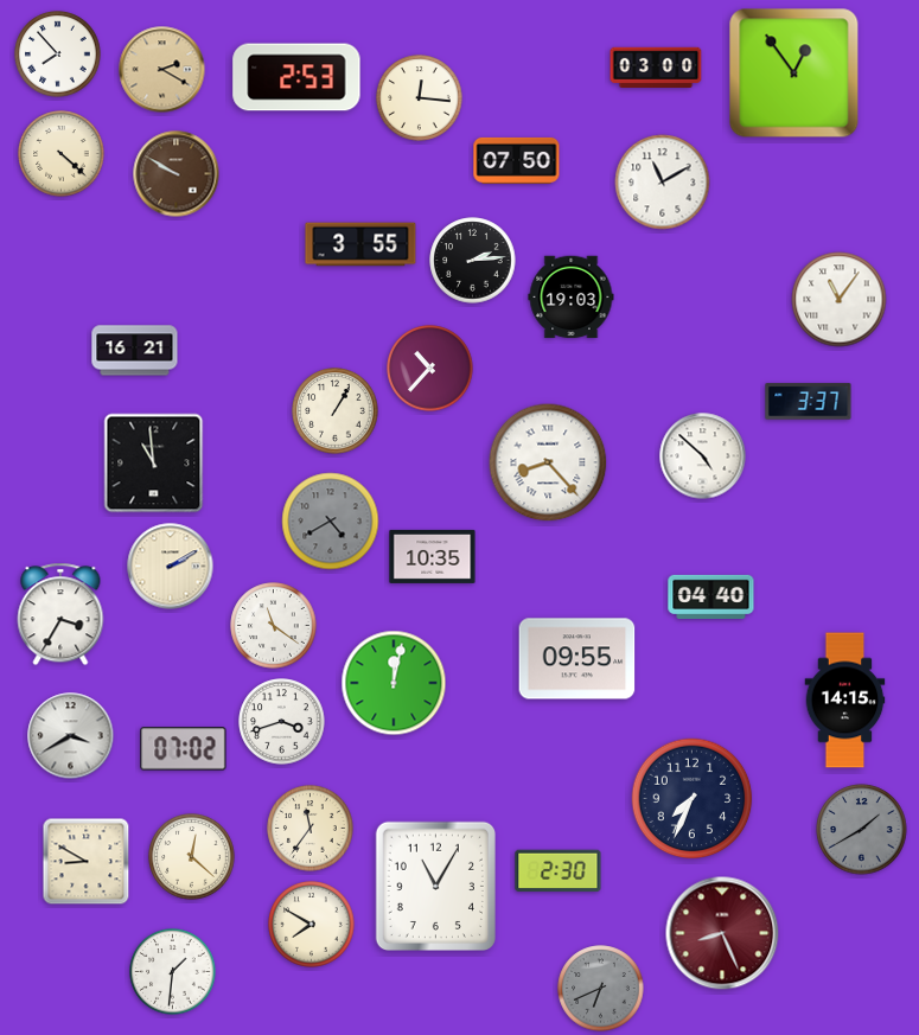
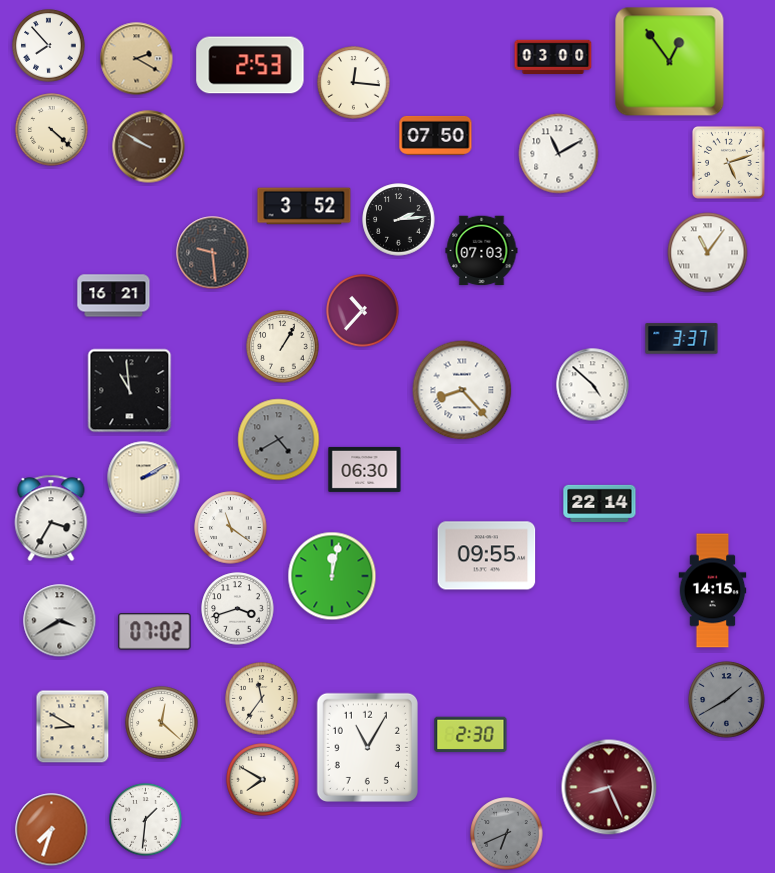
clock at (729, 163): none -> 5:12
clock at (360, 244): 3:55 -> 3:52
clock at (572, 298): 19:03 -> 07:03
clock at (213, 253): none -> 9:29
clock at (433, 556): 10:35 -> 06:30
clock at (711, 596): 04:40 -> 22:14
clock at (693, 799): 7:34 -> none
clock at (52, 830): none -> 7:33
